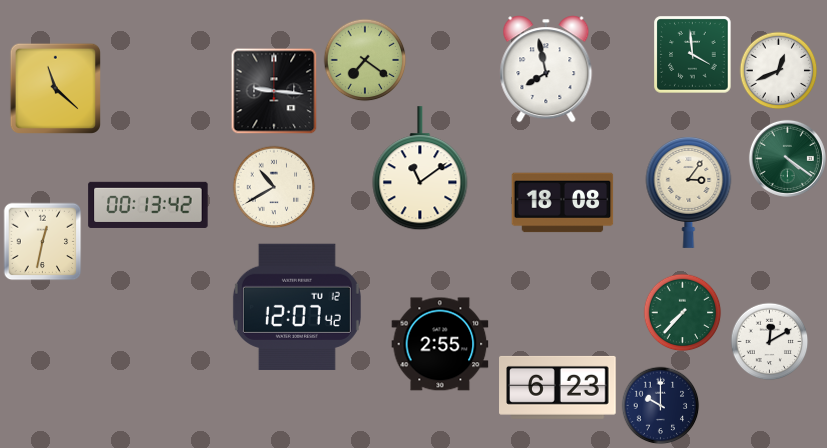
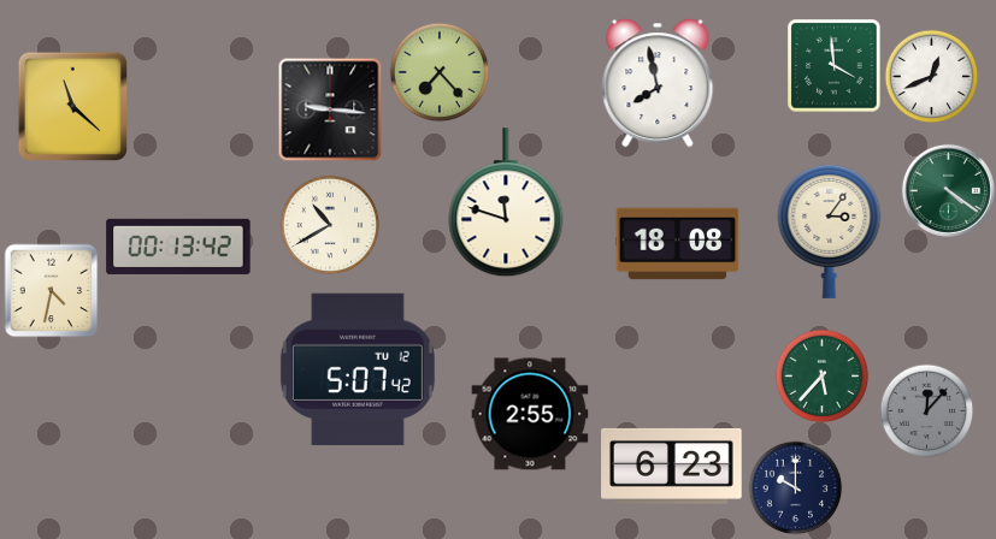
clock at (365, 60): 7:21 -> 7:23
clock at (778, 70) position: (778, 70) -> (931, 76)
clock at (55, 88) position: (55, 88) -> (72, 106)
clock at (420, 169): 11:09 -> 11:48
clock at (42, 241): 12:32 -> 4:32
clock at (297, 306): 12:07 -> 5:07
clock at (682, 312): 7:37 -> 5:37
clock at (769, 341): 12:10 -> 12:07
clock at (769, 341) dial: white -> grey
